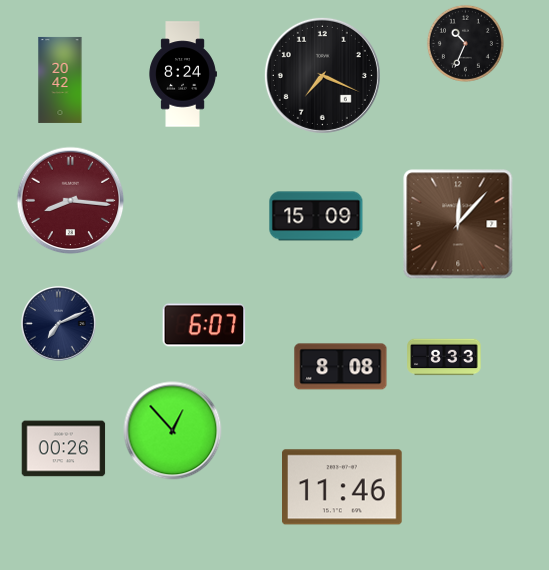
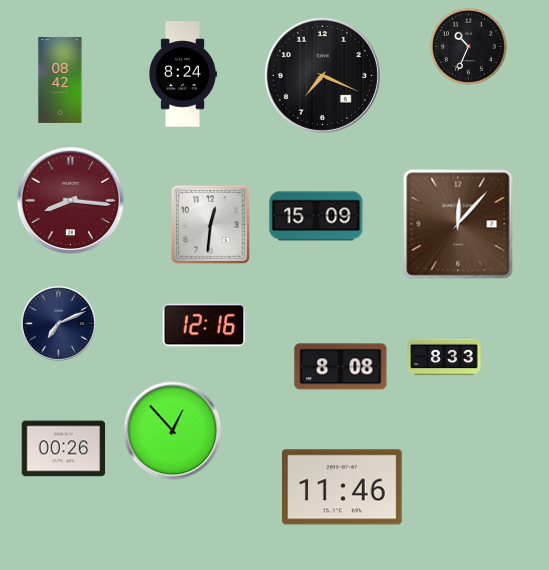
clock at (465, 43) position: (465, 43) -> (468, 46)
clock at (60, 80): 20:42 -> 08:42
clock at (210, 224): none -> 12:31
clock at (204, 325): 6:07 -> 12:16
